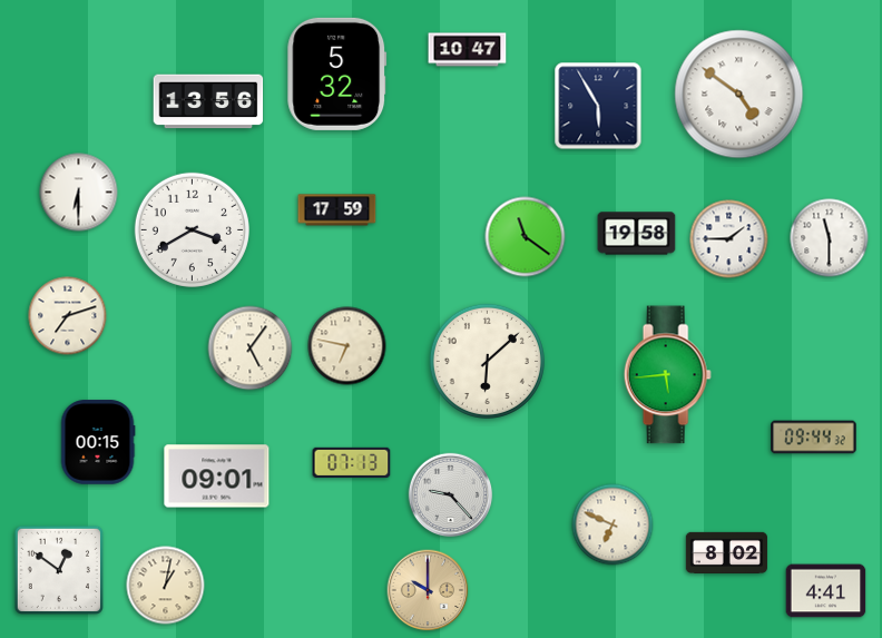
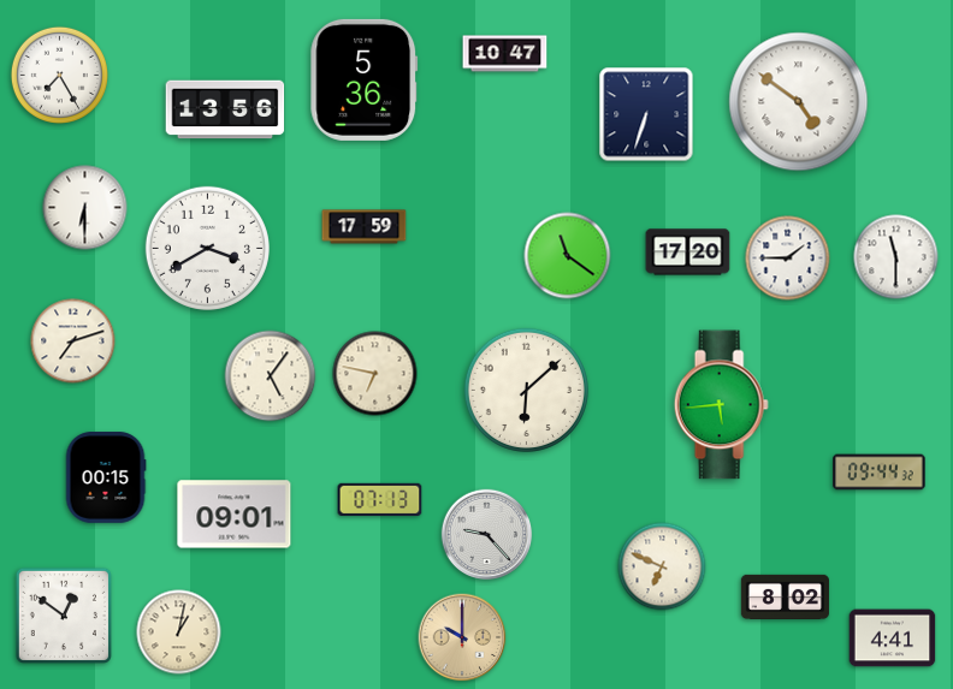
clock at (59, 75): none -> 7:25
clock at (337, 73): 5:32 -> 5:36
clock at (598, 106): 5:55 -> 6:33
clock at (637, 234): 19:58 -> 17:20
